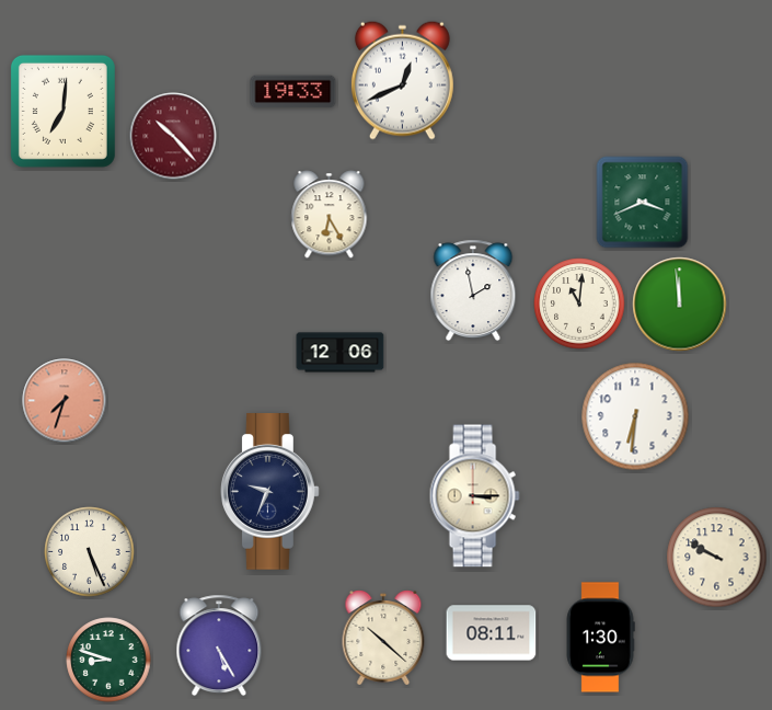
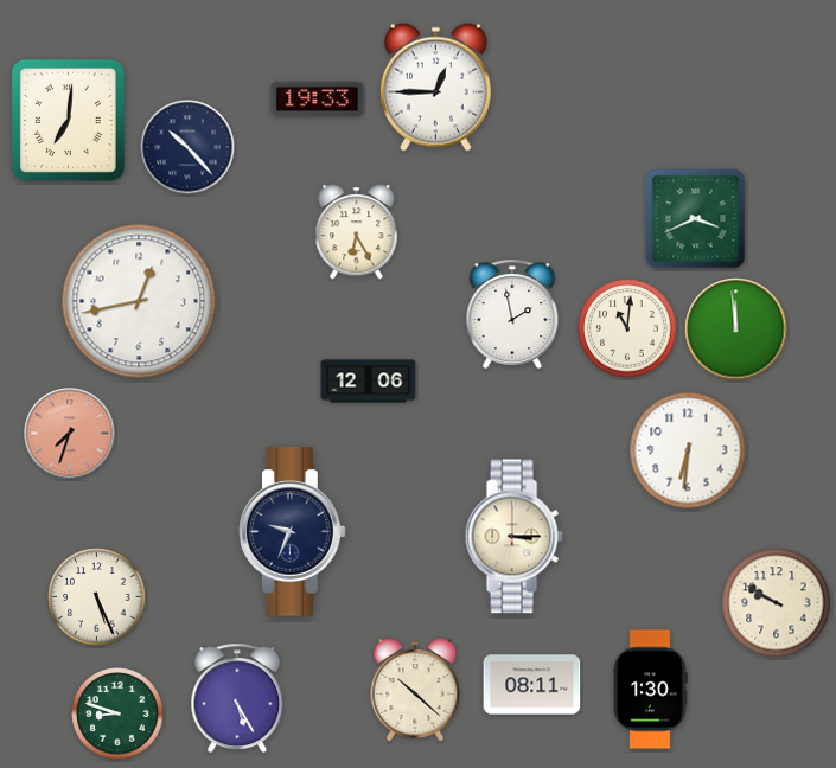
clock at (402, 80): 12:41 -> 12:45
clock at (173, 136) dial: burgundy -> navy
clock at (139, 301): none -> 12:43
